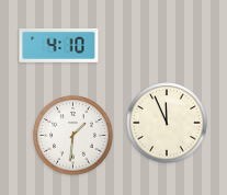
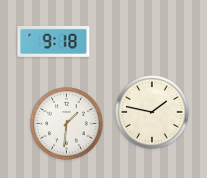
clock at (59, 45): 4:10 -> 9:18
clock at (167, 123): 11:56 -> 1:47
